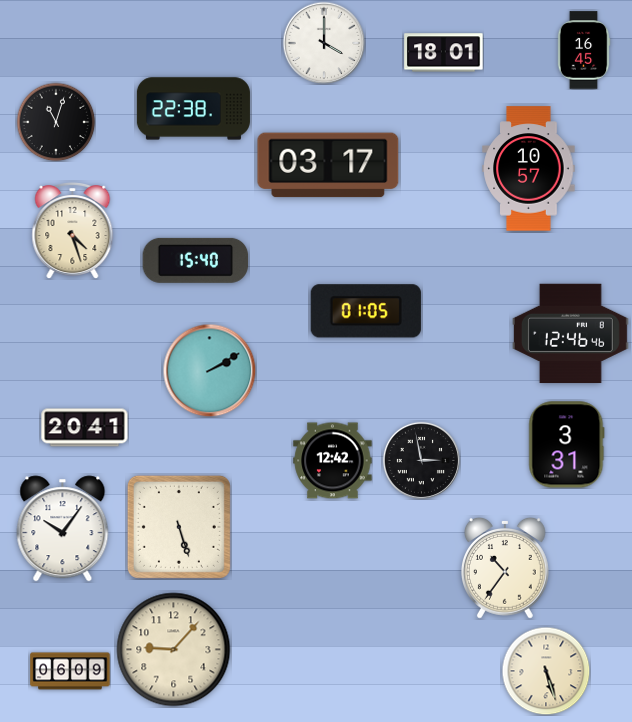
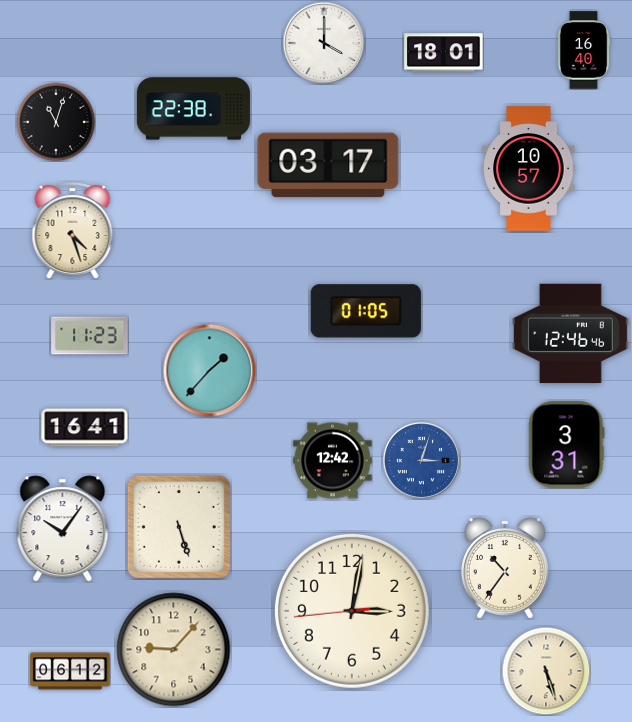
clock at (584, 50): 16:45 -> 16:40
clock at (196, 260): 15:40 -> none
clock at (90, 336): none -> 11:23
clock at (209, 370): 2:10 -> 1:37
clock at (85, 428): 20:41 -> 16:41
clock at (421, 460): 2:58 -> 3:03
clock at (421, 460) dial: black -> blue
clock at (352, 611): none -> 3:01
clock at (70, 671): 06:09 -> 06:12
